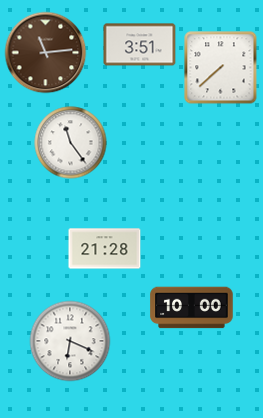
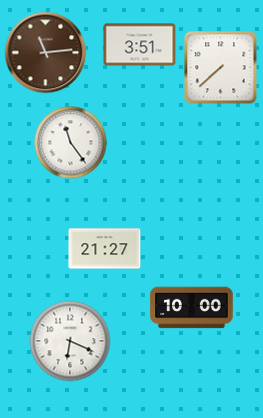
clock at (105, 249): 21:28 -> 21:27
